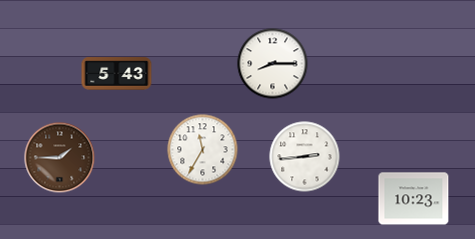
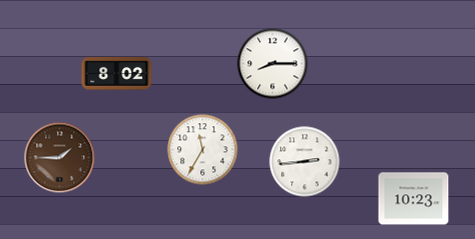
clock at (117, 74): 5:43 -> 8:02
clock at (305, 157) position: (305, 157) -> (305, 162)
